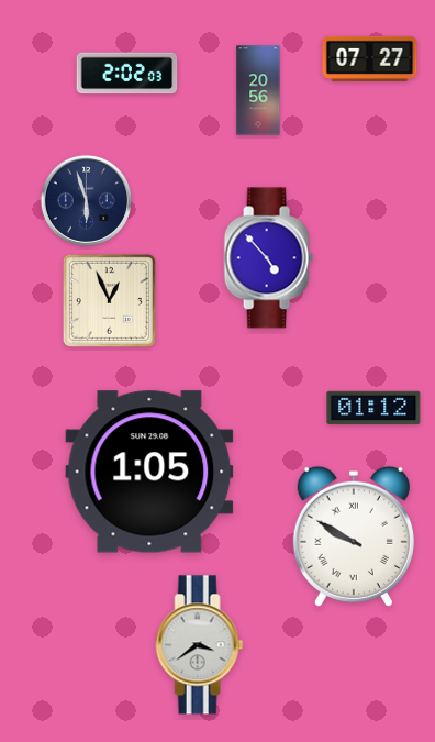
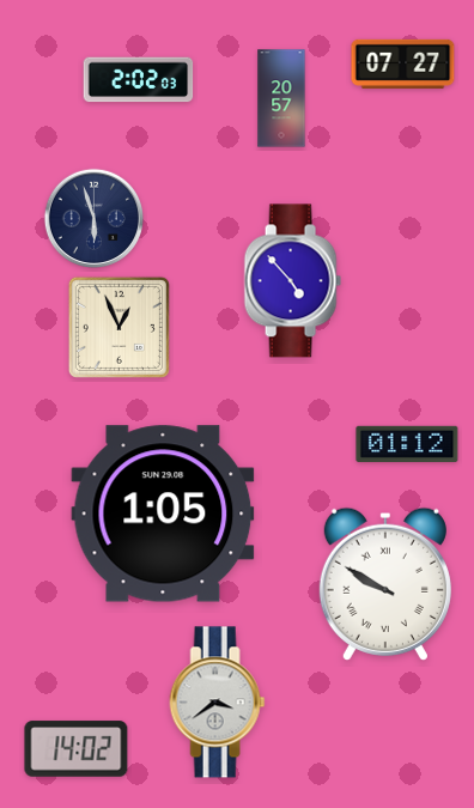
clock at (258, 90): 20:56 -> 20:57
clock at (77, 749): none -> 14:02
